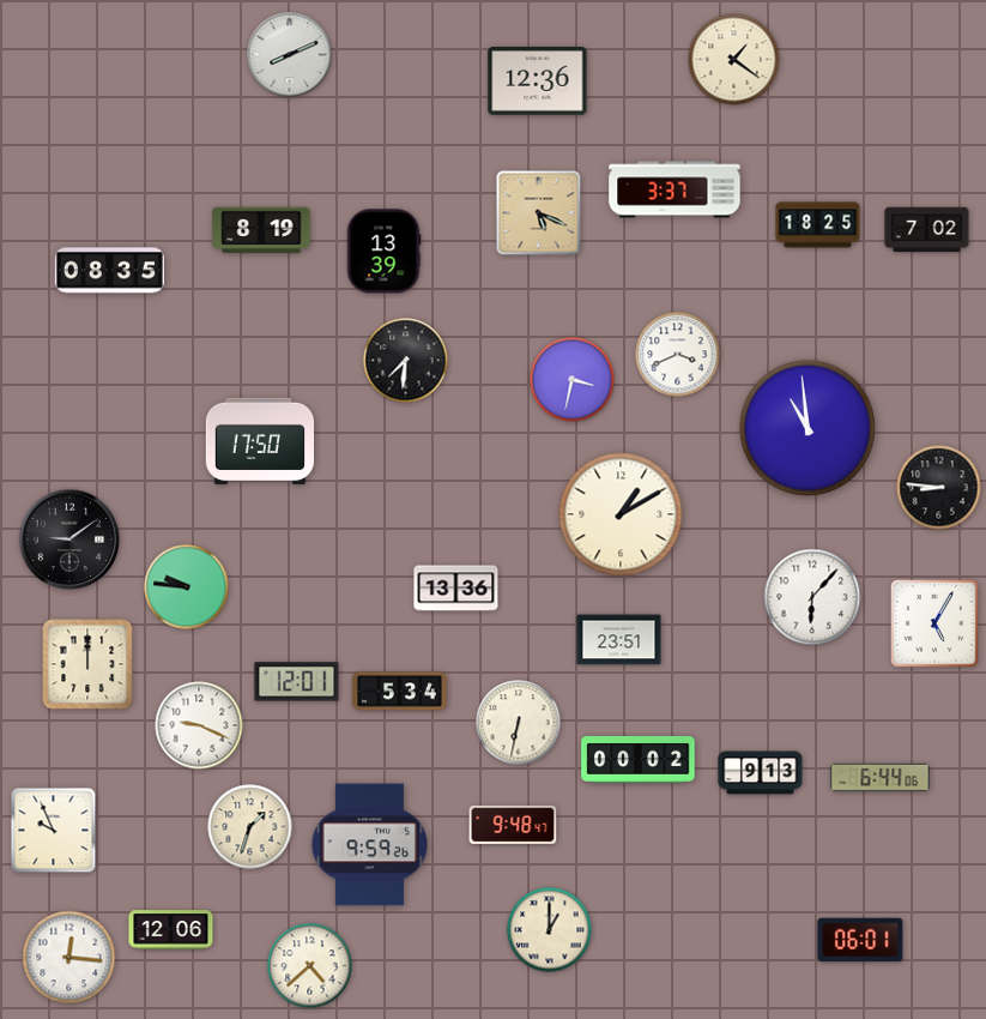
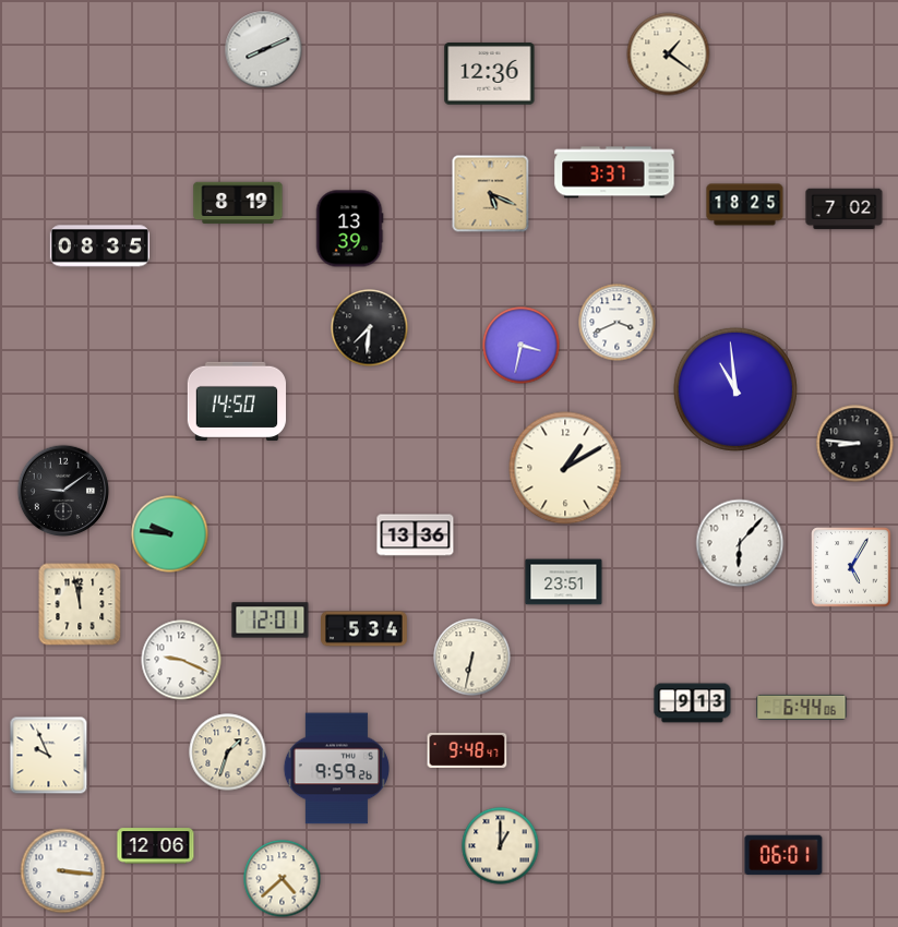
clock at (261, 230) position: (261, 230) -> (238, 203)
clock at (260, 441): 17:50 -> 14:50
clock at (87, 664): 12:00 -> 11:58
clock at (639, 760): 00:02 -> none
clock at (69, 958): 12:16 -> 3:16
